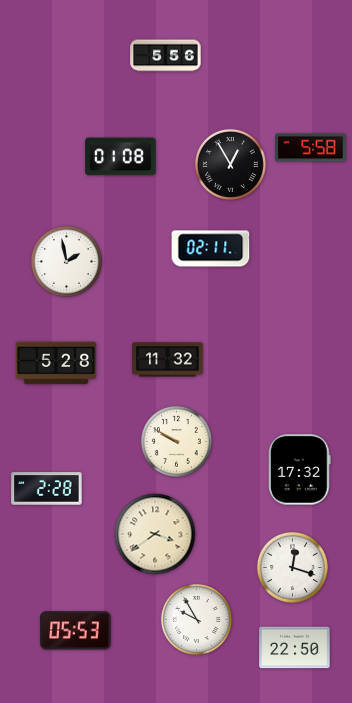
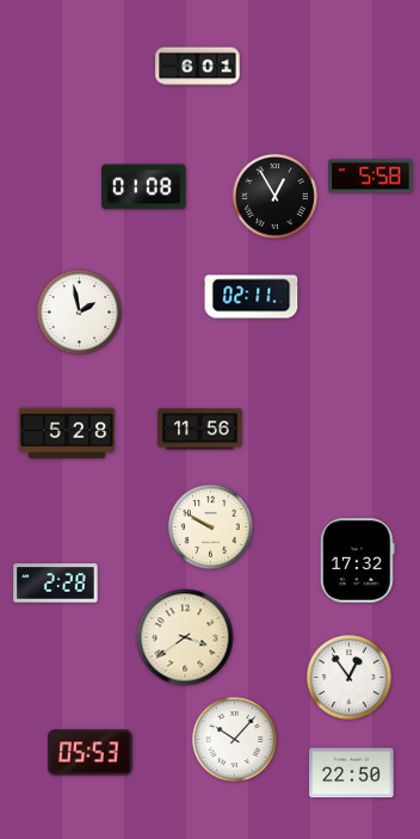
clock at (166, 56): 5:56 -> 6:01
clock at (168, 360): 11:32 -> 11:56
clock at (292, 567): 12:18 -> 12:54
clock at (196, 619): 9:55 -> 10:07
